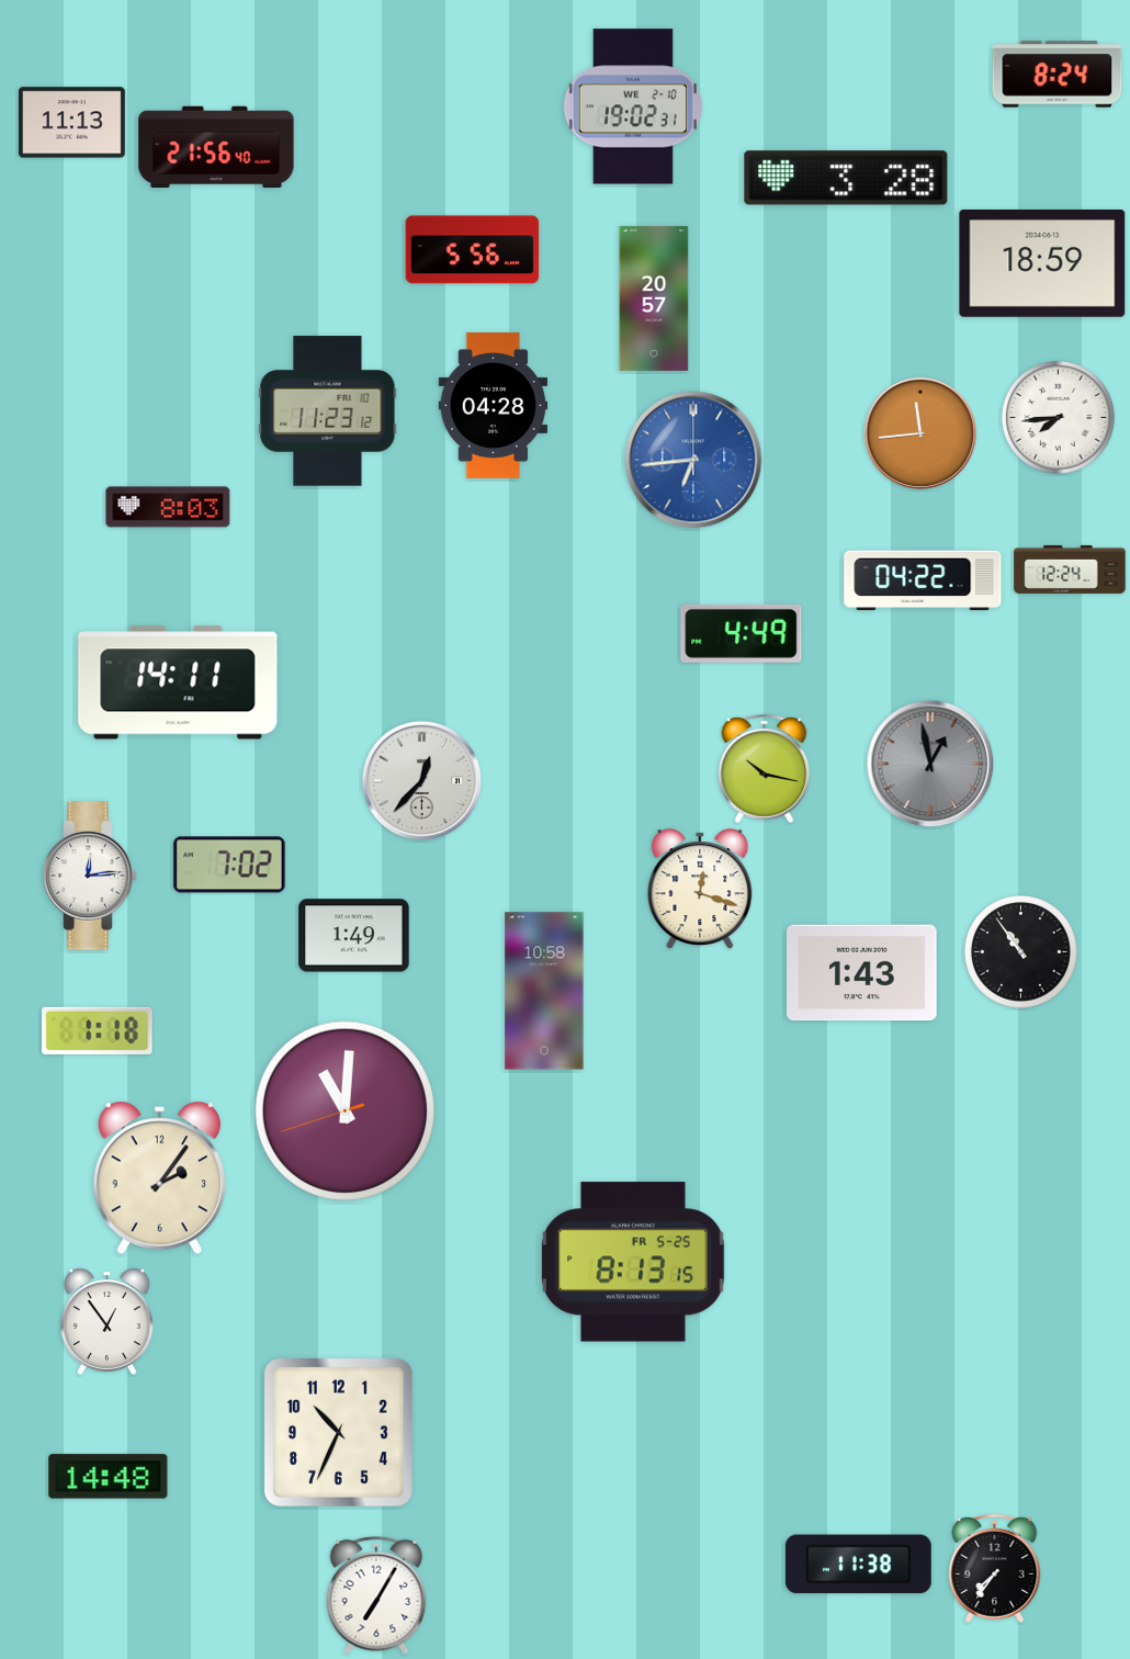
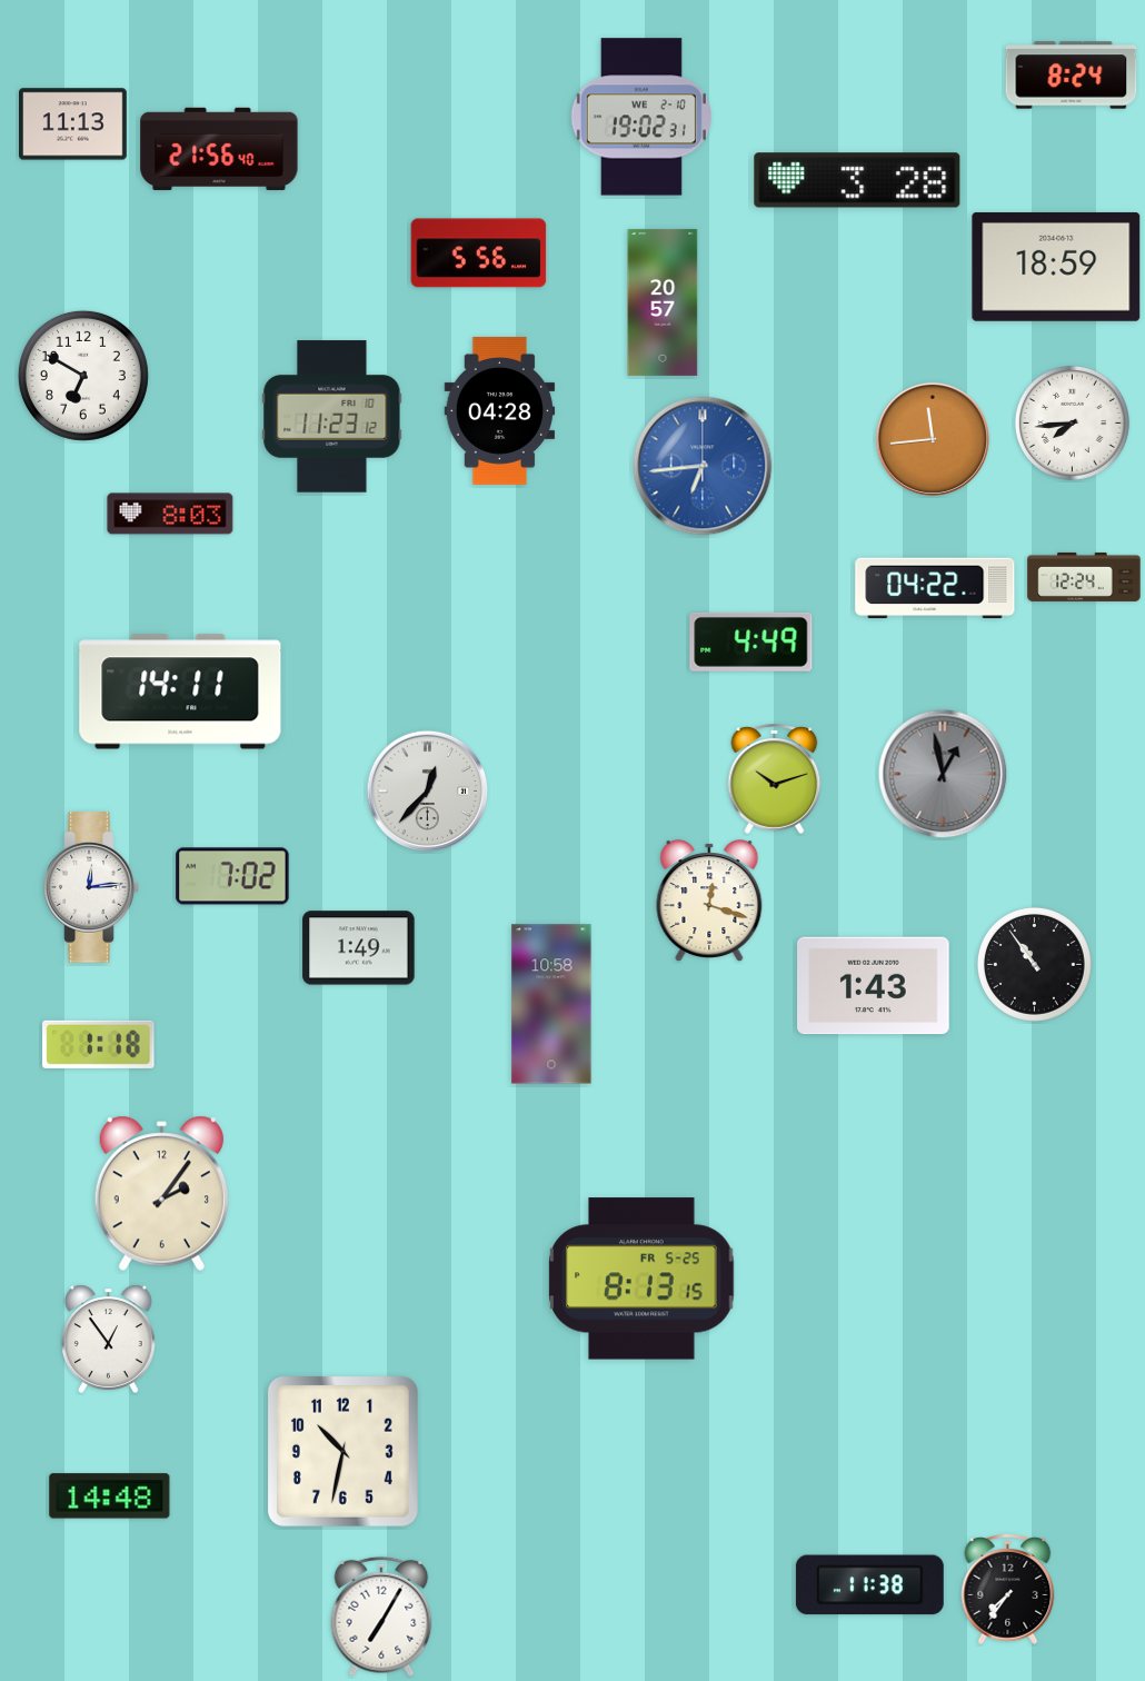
clock at (633, 106) position: (633, 106) -> (641, 117)
clock at (83, 376): none -> 6:50
clock at (765, 768): 10:17 -> 10:12
clock at (344, 1110): 11:00 -> none
clock at (338, 1432): 10:34 -> 10:32
